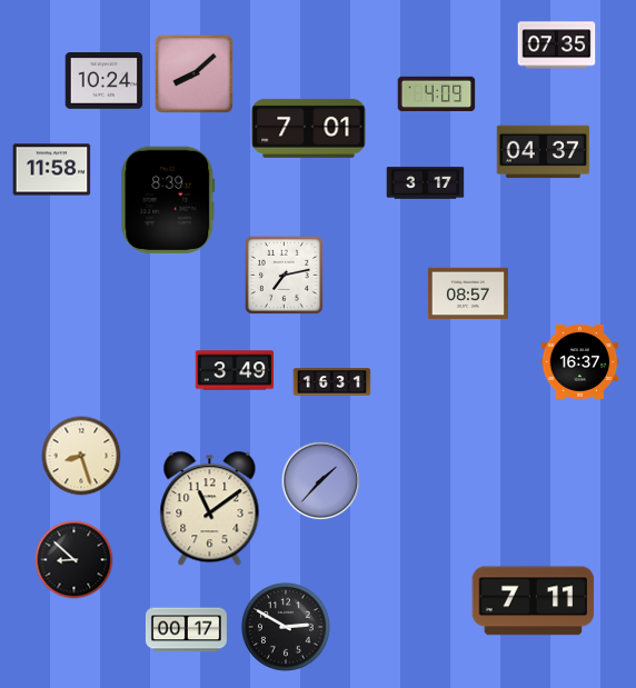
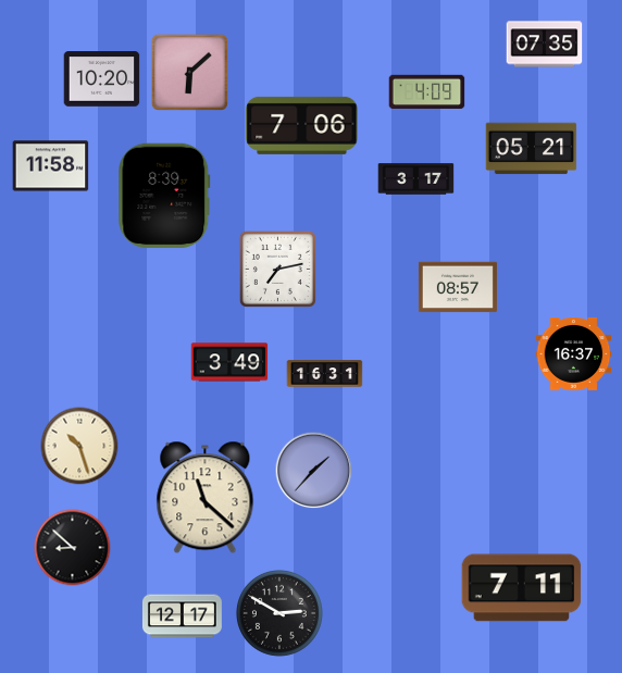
clock at (193, 73): 8:08 -> 6:08
clock at (105, 81): 10:24 -> 10:20
clock at (309, 128): 7:01 -> 7:06
clock at (544, 152): 04:37 -> 05:21
clock at (580, 361) position: (580, 361) -> (574, 353)
clock at (81, 456): 8:27 -> 10:27
clock at (210, 509): 11:09 -> 11:22
clock at (186, 630): 00:17 -> 12:17
